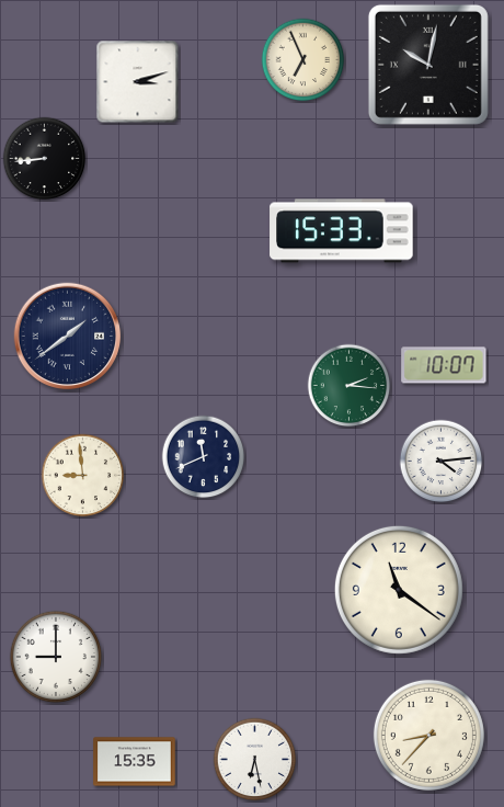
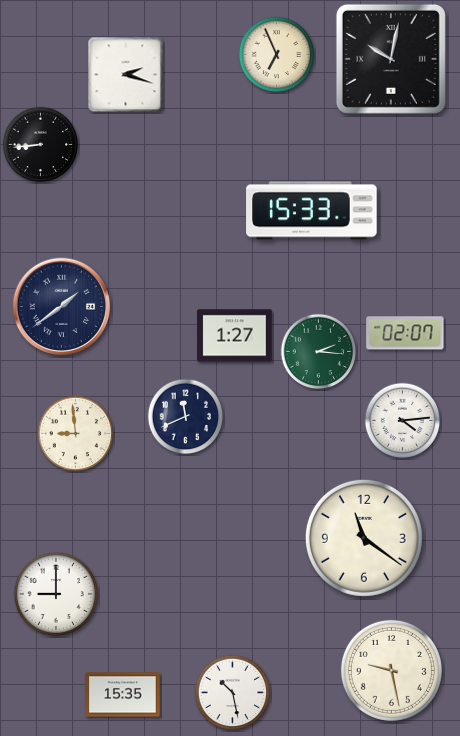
clock at (138, 82): 3:12 -> 2:18
clock at (444, 365): 10:07 -> 02:07
clock at (235, 336): none -> 1:27
clock at (56, 657) position: (56, 657) -> (56, 594)
clock at (428, 735): 8:37 -> 9:28
clock at (255, 760): 6:28 -> 10:28
